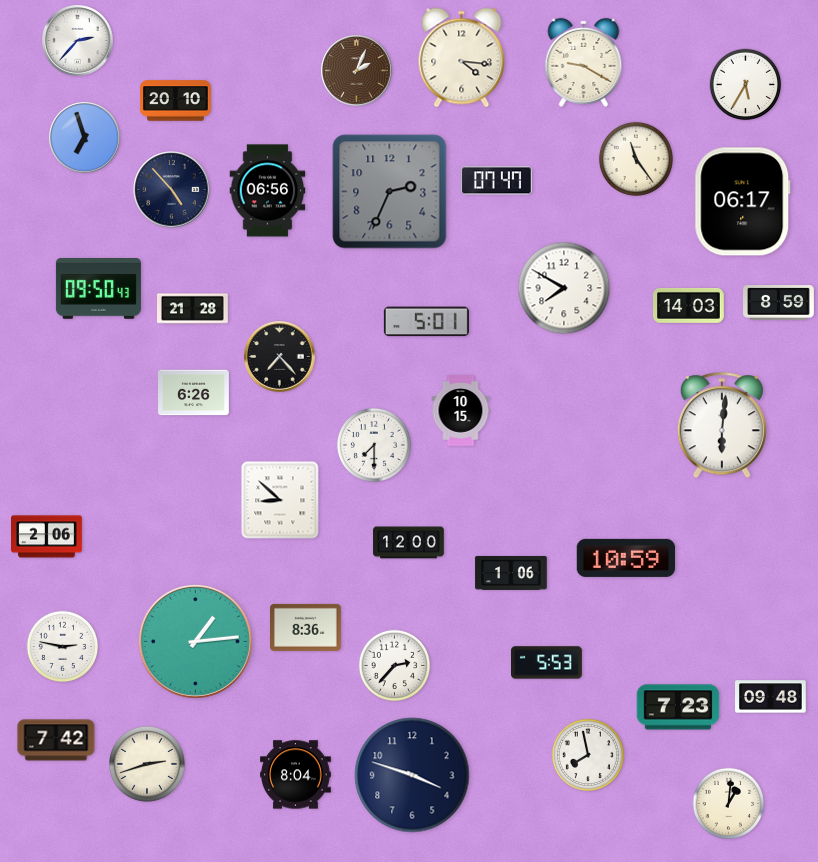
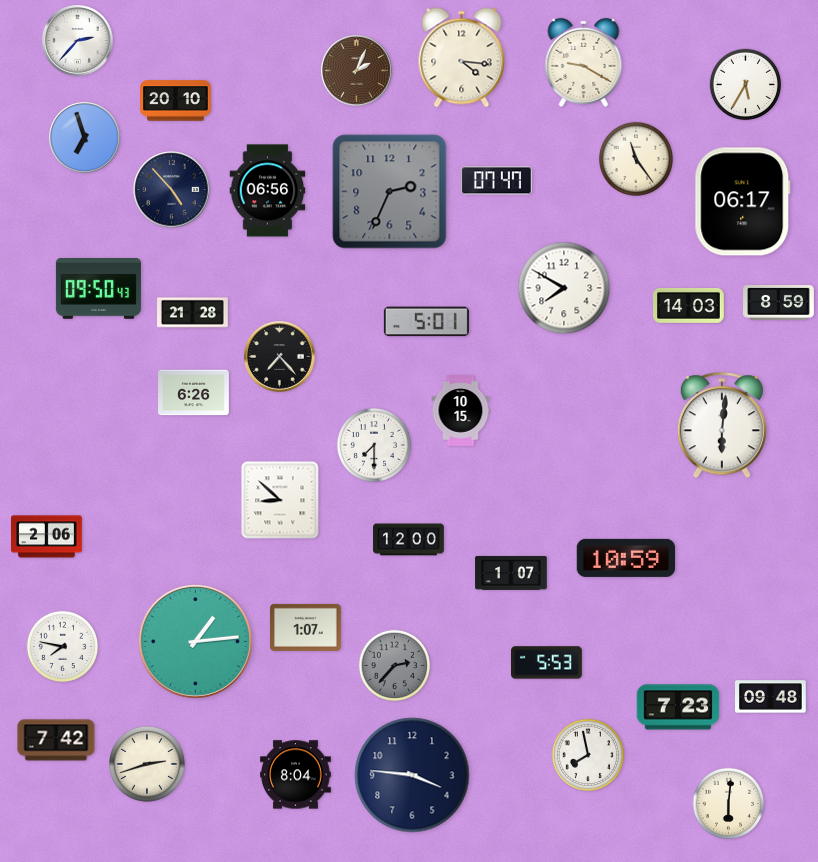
clock at (193, 309) position: (193, 309) -> (193, 313)
clock at (409, 543) position: (409, 543) -> (409, 540)
clock at (511, 573): 1:06 -> 1:07
clock at (306, 627): 8:36 -> 1:07
clock at (63, 647): 2:47 -> 7:47
clock at (395, 666) dial: white -> grey
clock at (412, 775): 3:48 -> 3:46
clock at (729, 804): 1:01 -> 6:01
